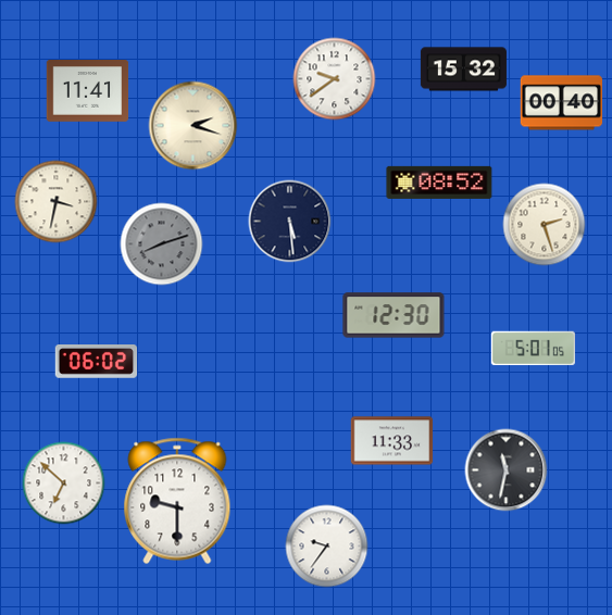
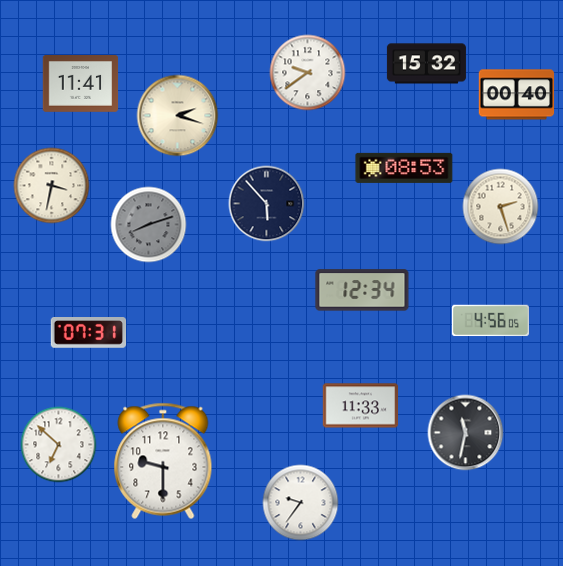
clock at (439, 183): 08:52 -> 08:53
clock at (290, 222): 5:29 -> 5:53
clock at (394, 315): 12:30 -> 12:34
clock at (533, 349): 5:01 -> 4:56
clock at (97, 362): 06:02 -> 07:31
